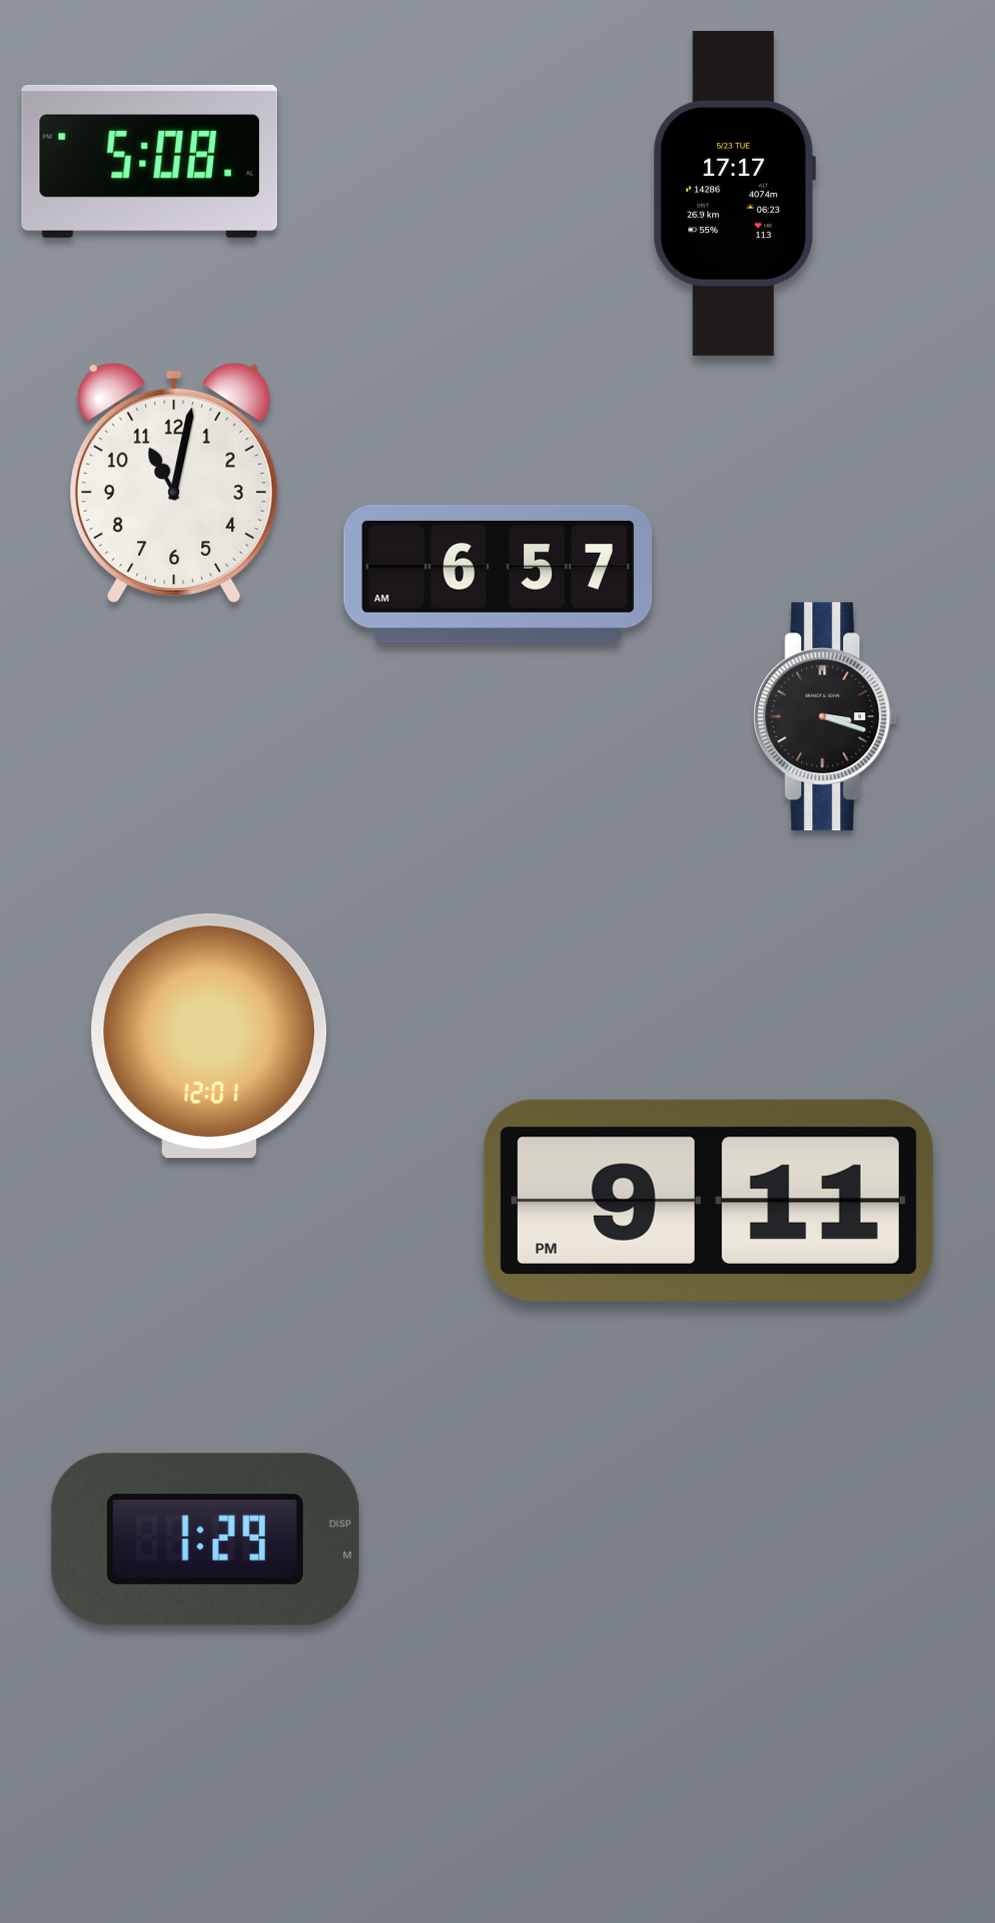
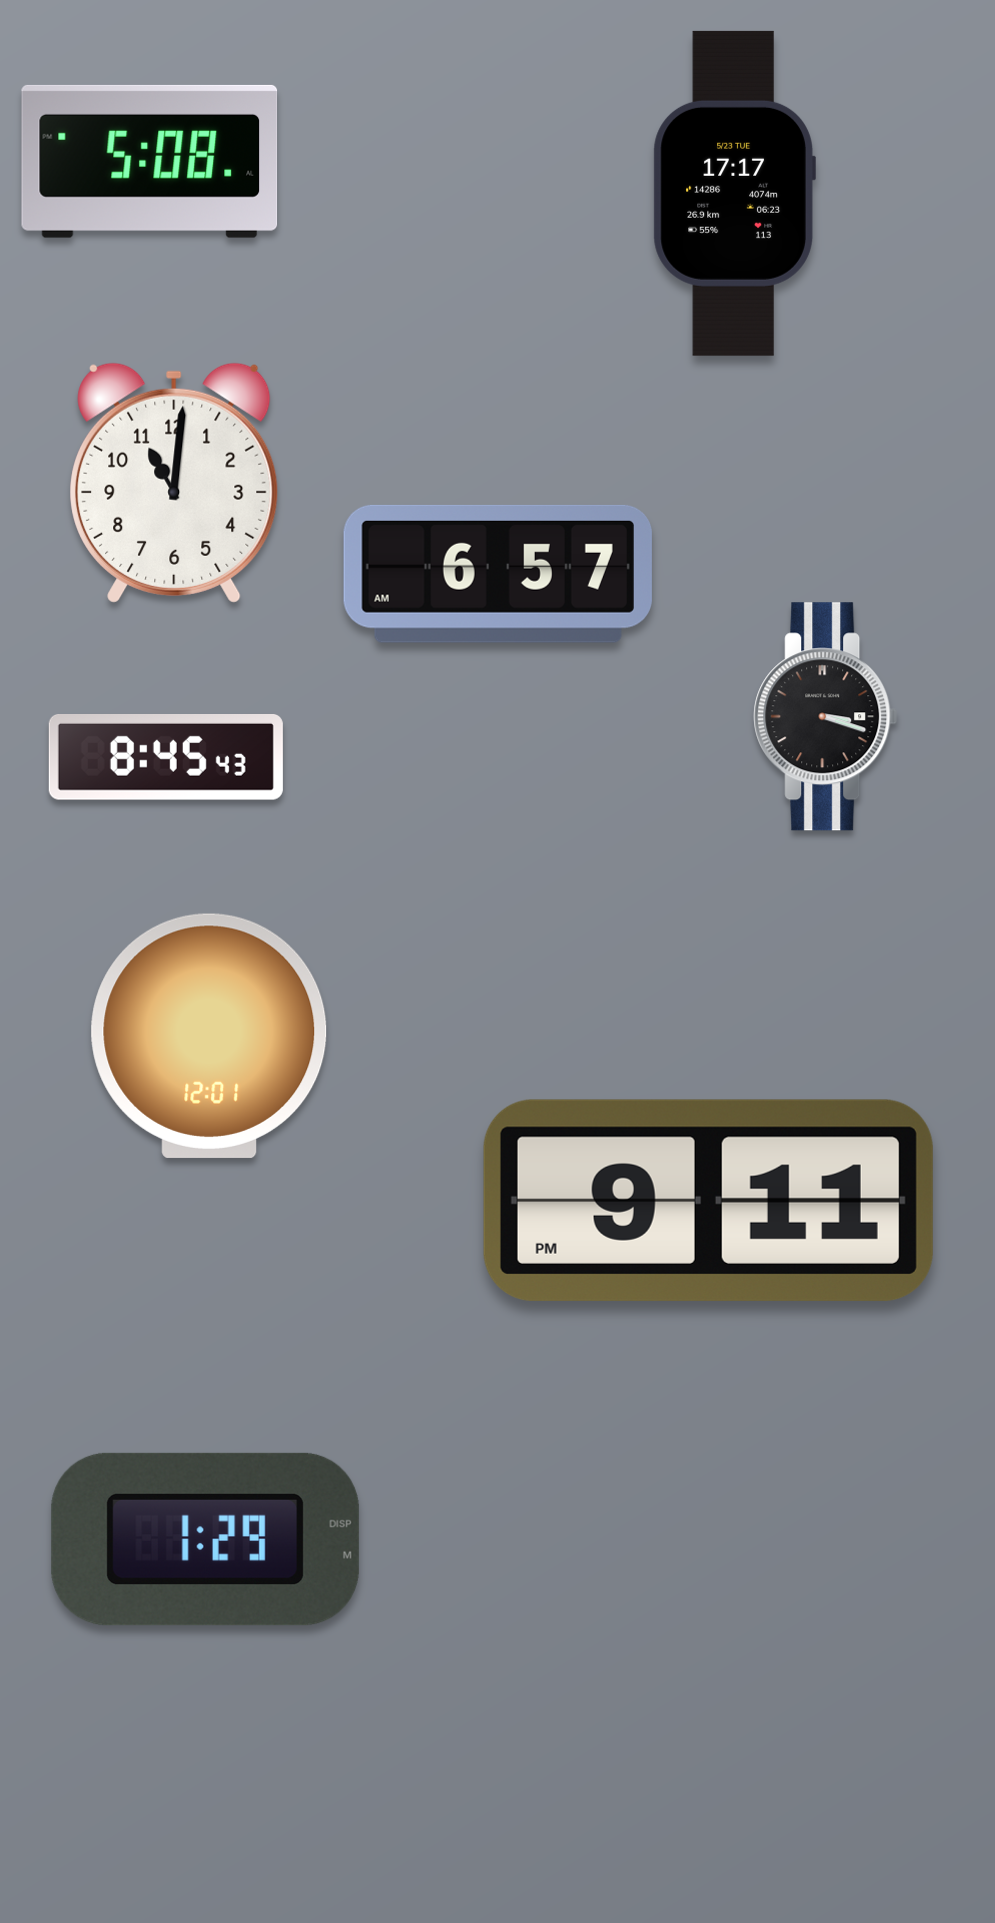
clock at (174, 483): 11:02 -> 11:01
clock at (166, 758): none -> 8:45
